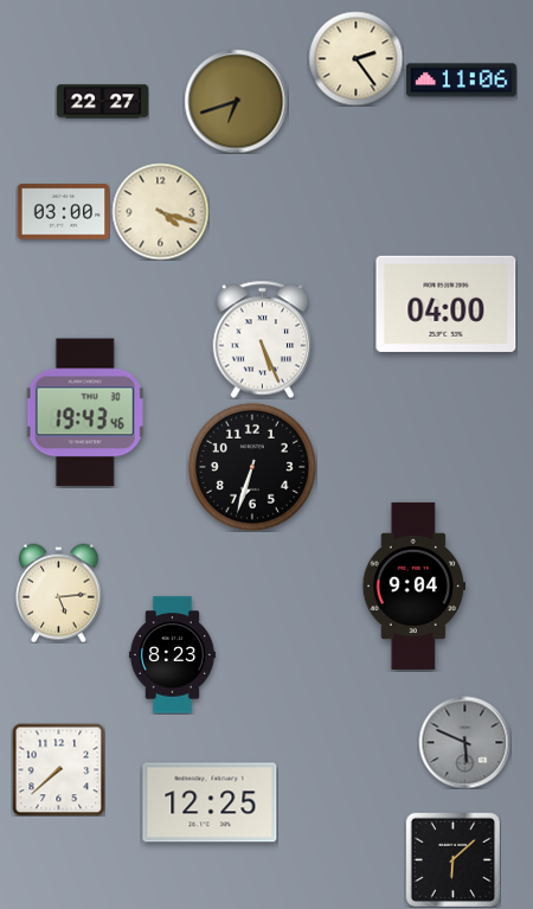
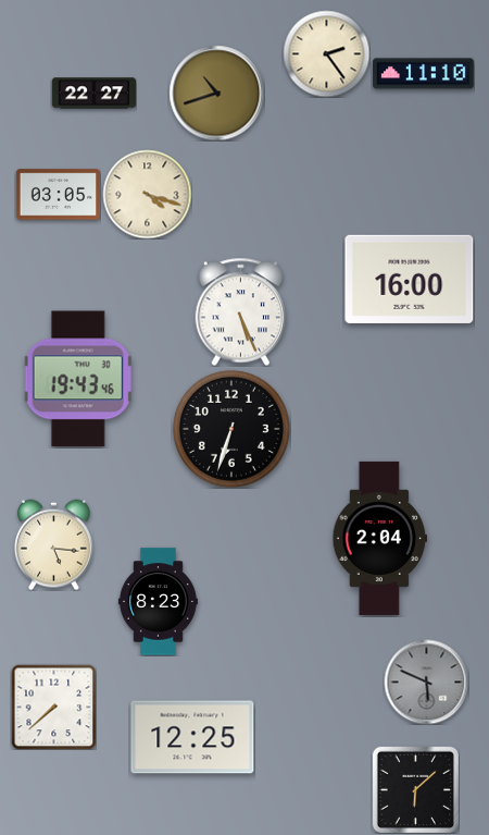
clock at (462, 81): 11:06 -> 11:10
clock at (236, 101): 6:42 -> 10:42
clock at (63, 212): 03:00 -> 03:05
clock at (447, 303): 04:00 -> 16:00
clock at (415, 585): 9:04 -> 2:04
clock at (58, 593): 5:14 -> 5:16
